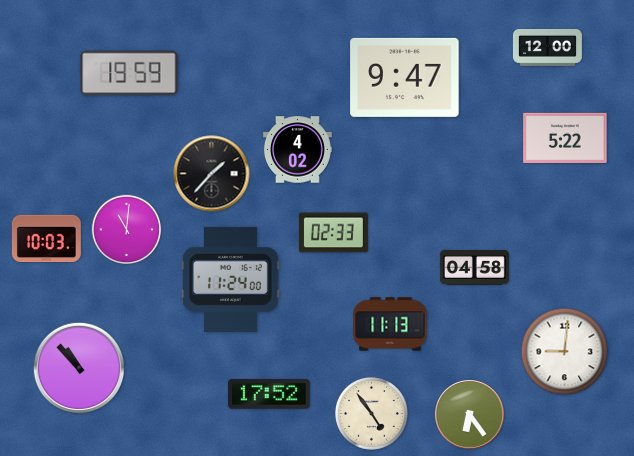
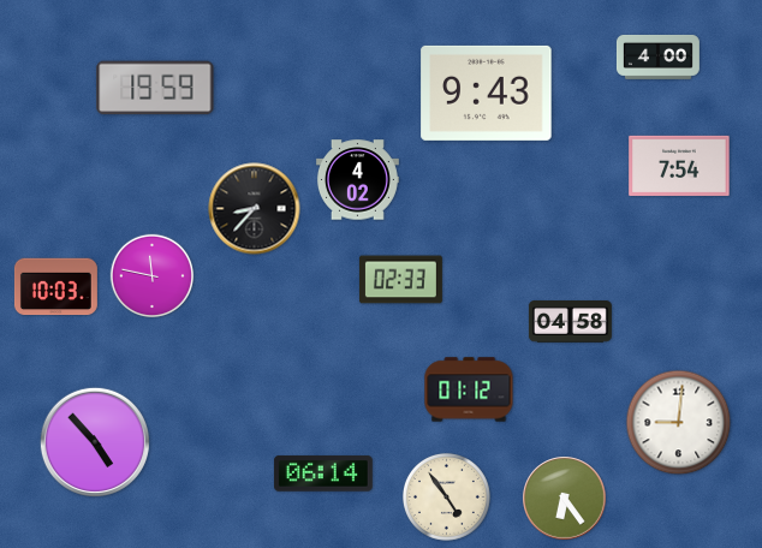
clock at (547, 47): 12:00 -> 4:00
clock at (405, 77): 9:47 -> 9:43
clock at (565, 138): 5:22 -> 7:54
clock at (212, 174): 1:37 -> 8:37
clock at (127, 230): 11:01 -> 11:47
clock at (231, 279): 11:24 -> none
clock at (390, 324): 11:13 -> 01:12
clock at (79, 368): 10:53 -> 4:53
clock at (269, 394): 17:52 -> 06:14
